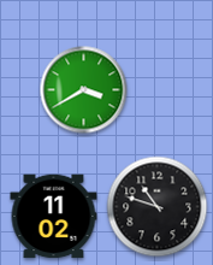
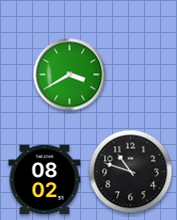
clock at (54, 217): 11:02 -> 08:02
